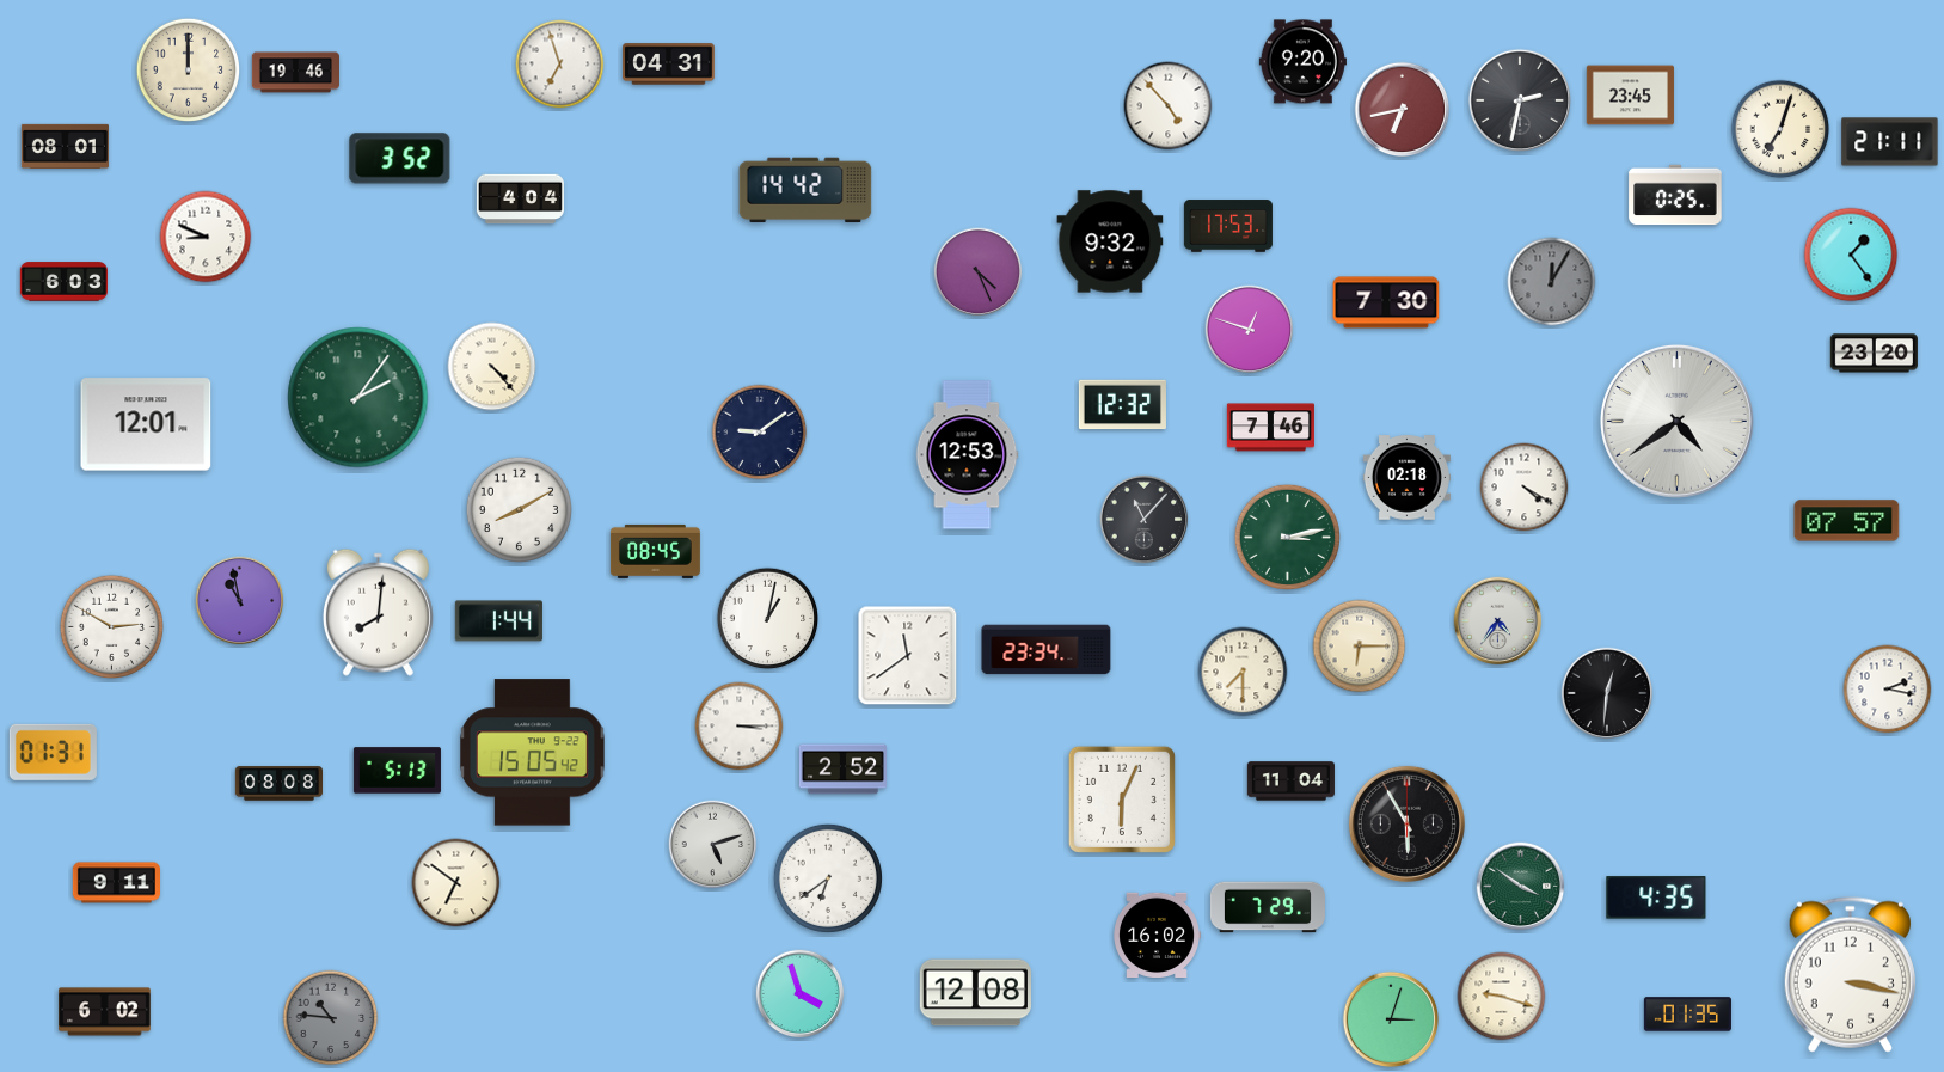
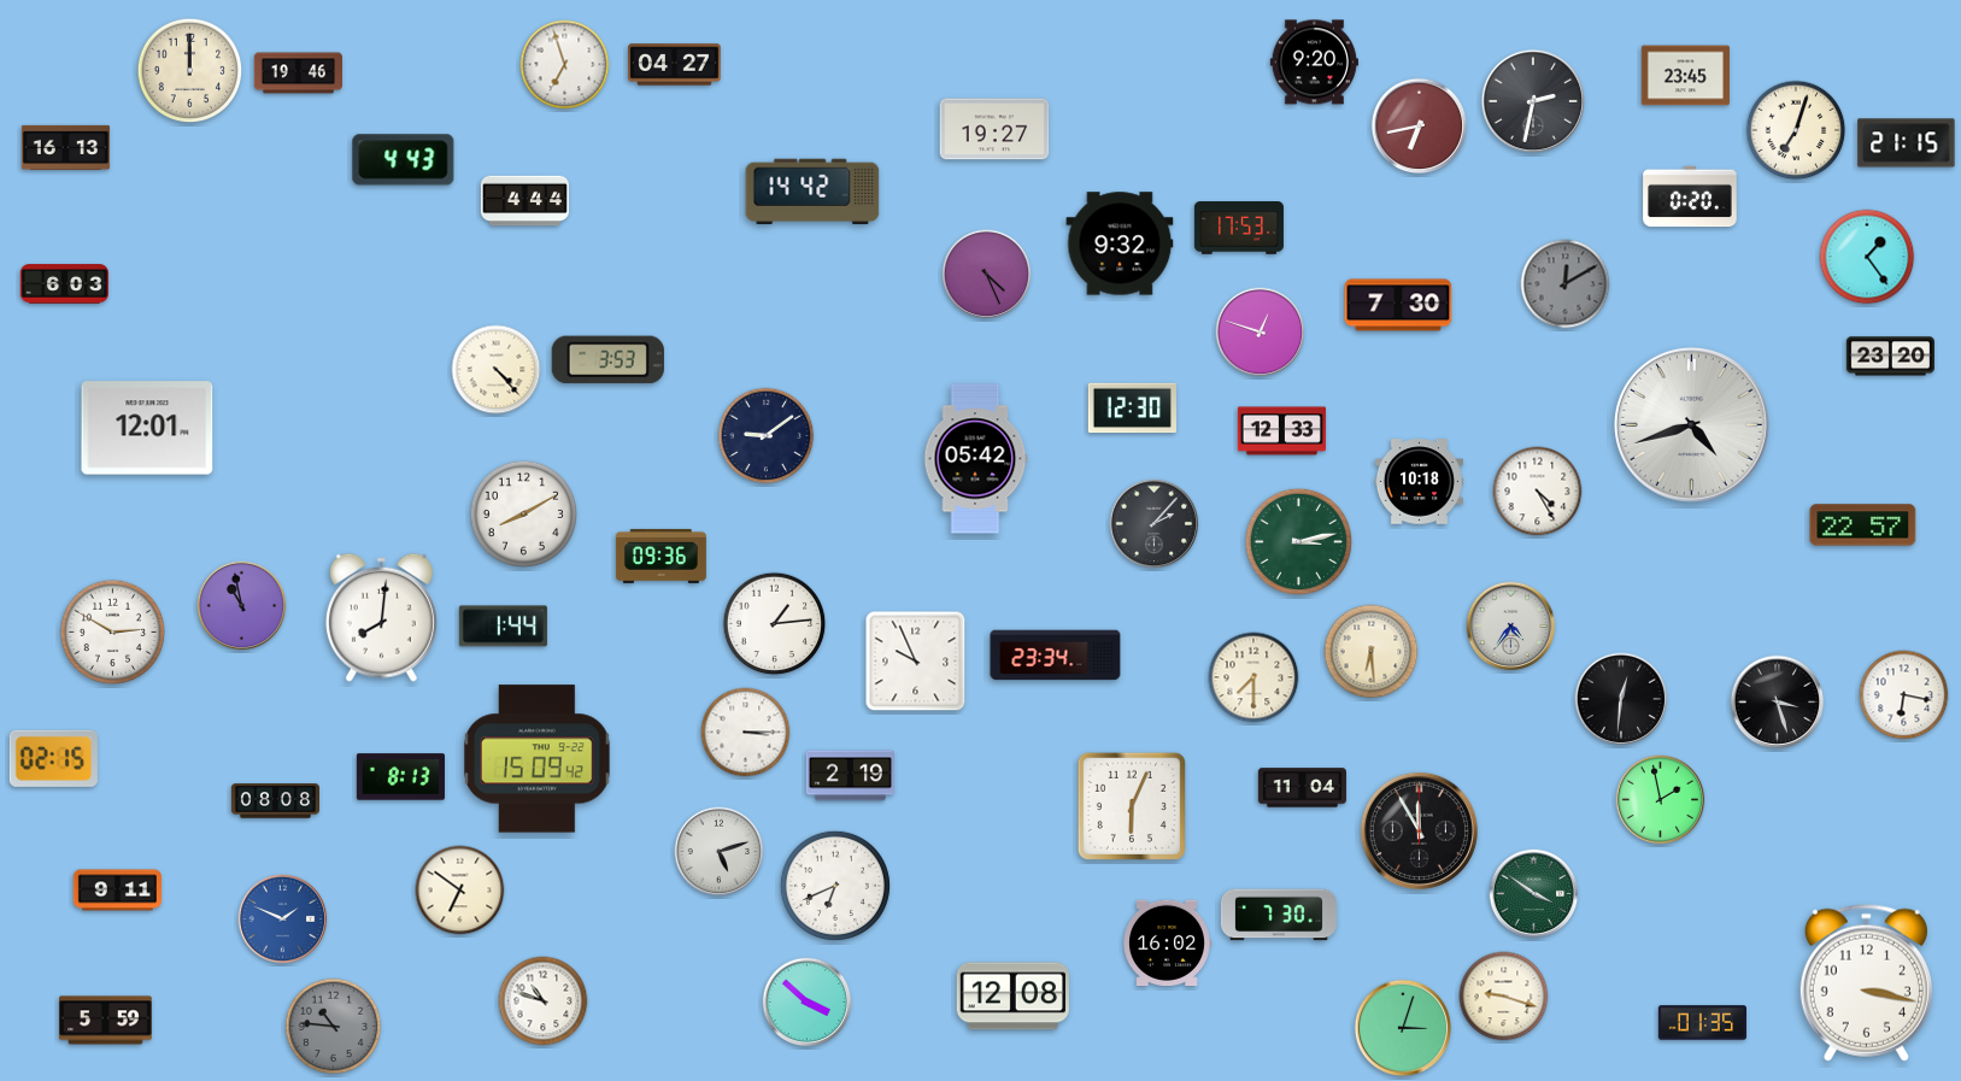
clock at (669, 65): 04:31 -> 04:27
clock at (1630, 96) position: (1630, 96) -> (1685, 76)
clock at (1169, 106): 4:53 -> none
clock at (1403, 110) position: (1403, 110) -> (1420, 127)
clock at (994, 129): none -> 19:27
clock at (1890, 142): 21:11 -> 21:15
clock at (65, 146): 08:01 -> 16:13
clock at (400, 159): 3:52 -> 4:43
clock at (1675, 195): 0:25 -> 0:20
clock at (520, 200): 4:04 -> 4:44
clock at (206, 237): 8:49 -> none
clock at (1552, 282): 12:05 -> 12:10
clock at (607, 360): none -> 3:53
clock at (358, 398): 2:06 -> none
clock at (1122, 405): 12:32 -> 12:30
clock at (1676, 421): 4:39 -> 4:42
clock at (1270, 428): 7:46 -> 12:33
clock at (967, 455): 12:53 -> 05:42
clock at (1406, 478): 02:18 -> 10:18
clock at (1525, 488): 4:20 -> 4:25
clock at (1145, 520): 11:07 -> 2:07
clock at (1847, 521): 07:57 -> 22:57
clock at (655, 551): 08:45 -> 09:36
clock at (768, 619): 1:02 -> 1:14
clock at (1360, 647): 6:15 -> 6:29
clock at (908, 656): 11:39 -> 9:56
clock at (1888, 690): 2:17 -> 6:17
clock at (1778, 703): none -> 3:27
clock at (53, 752): 01:31 -> 02:15
clock at (533, 753): 15:05 -> 15:09
clock at (842, 770): 2:52 -> 2:19
clock at (397, 771): 5:13 -> 8:13
clock at (278, 784) position: (278, 784) -> (275, 801)
clock at (1661, 800): none -> 1:58
clock at (1406, 823): 5:55 -> 11:55
clock at (828, 878): 6:39 -> 6:41
clock at (1656, 898): 4:35 -> none
clock at (1268, 907): 7:29 -> 7:30
clock at (283, 920): none -> 1:49
clock at (544, 1001): none -> 10:48
clock at (975, 993) position: (975, 993) -> (1012, 997)
clock at (801, 994): 3:57 -> 3:52
clock at (1502, 997) position: (1502, 997) -> (1504, 997)
clock at (105, 1012): 6:02 -> 5:59
